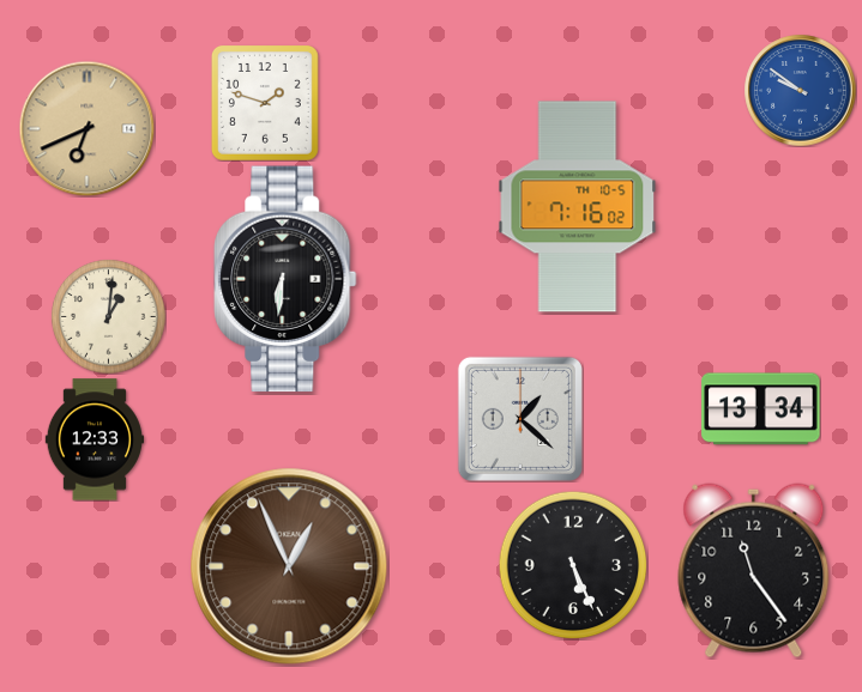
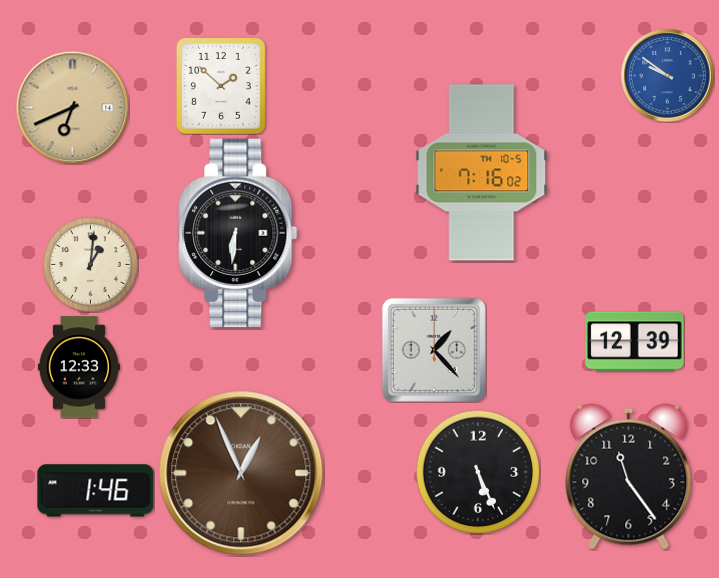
clock at (265, 103): 1:48 -> 1:52
clock at (761, 409): 13:34 -> 12:39
clock at (520, 419): 1:22 -> 1:23
clock at (96, 491): none -> 1:46
